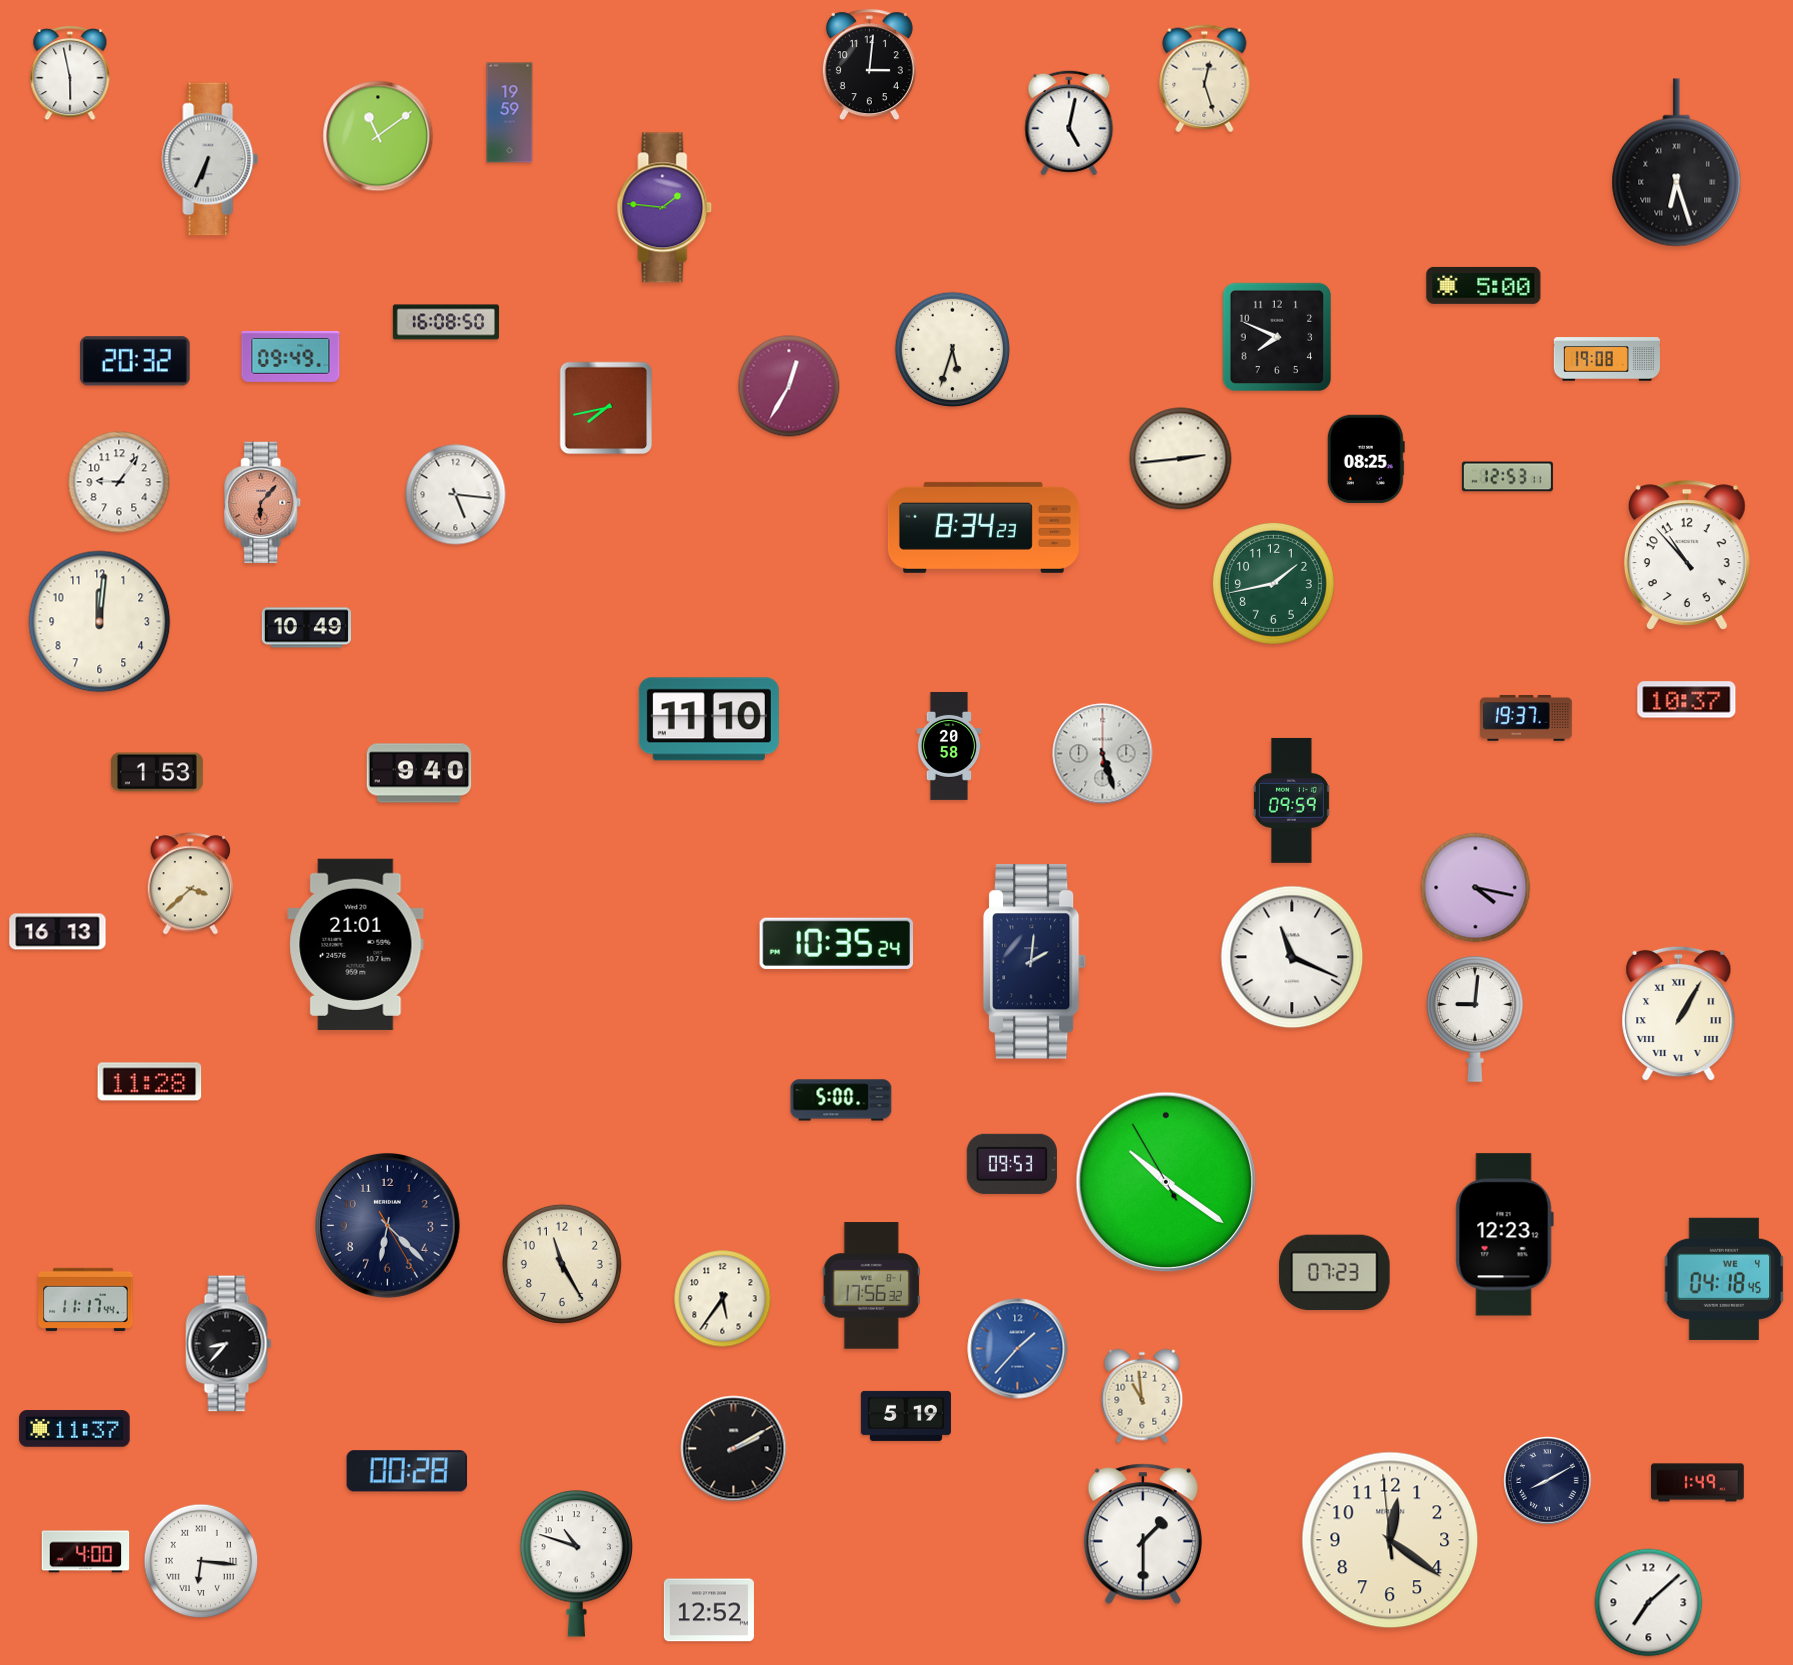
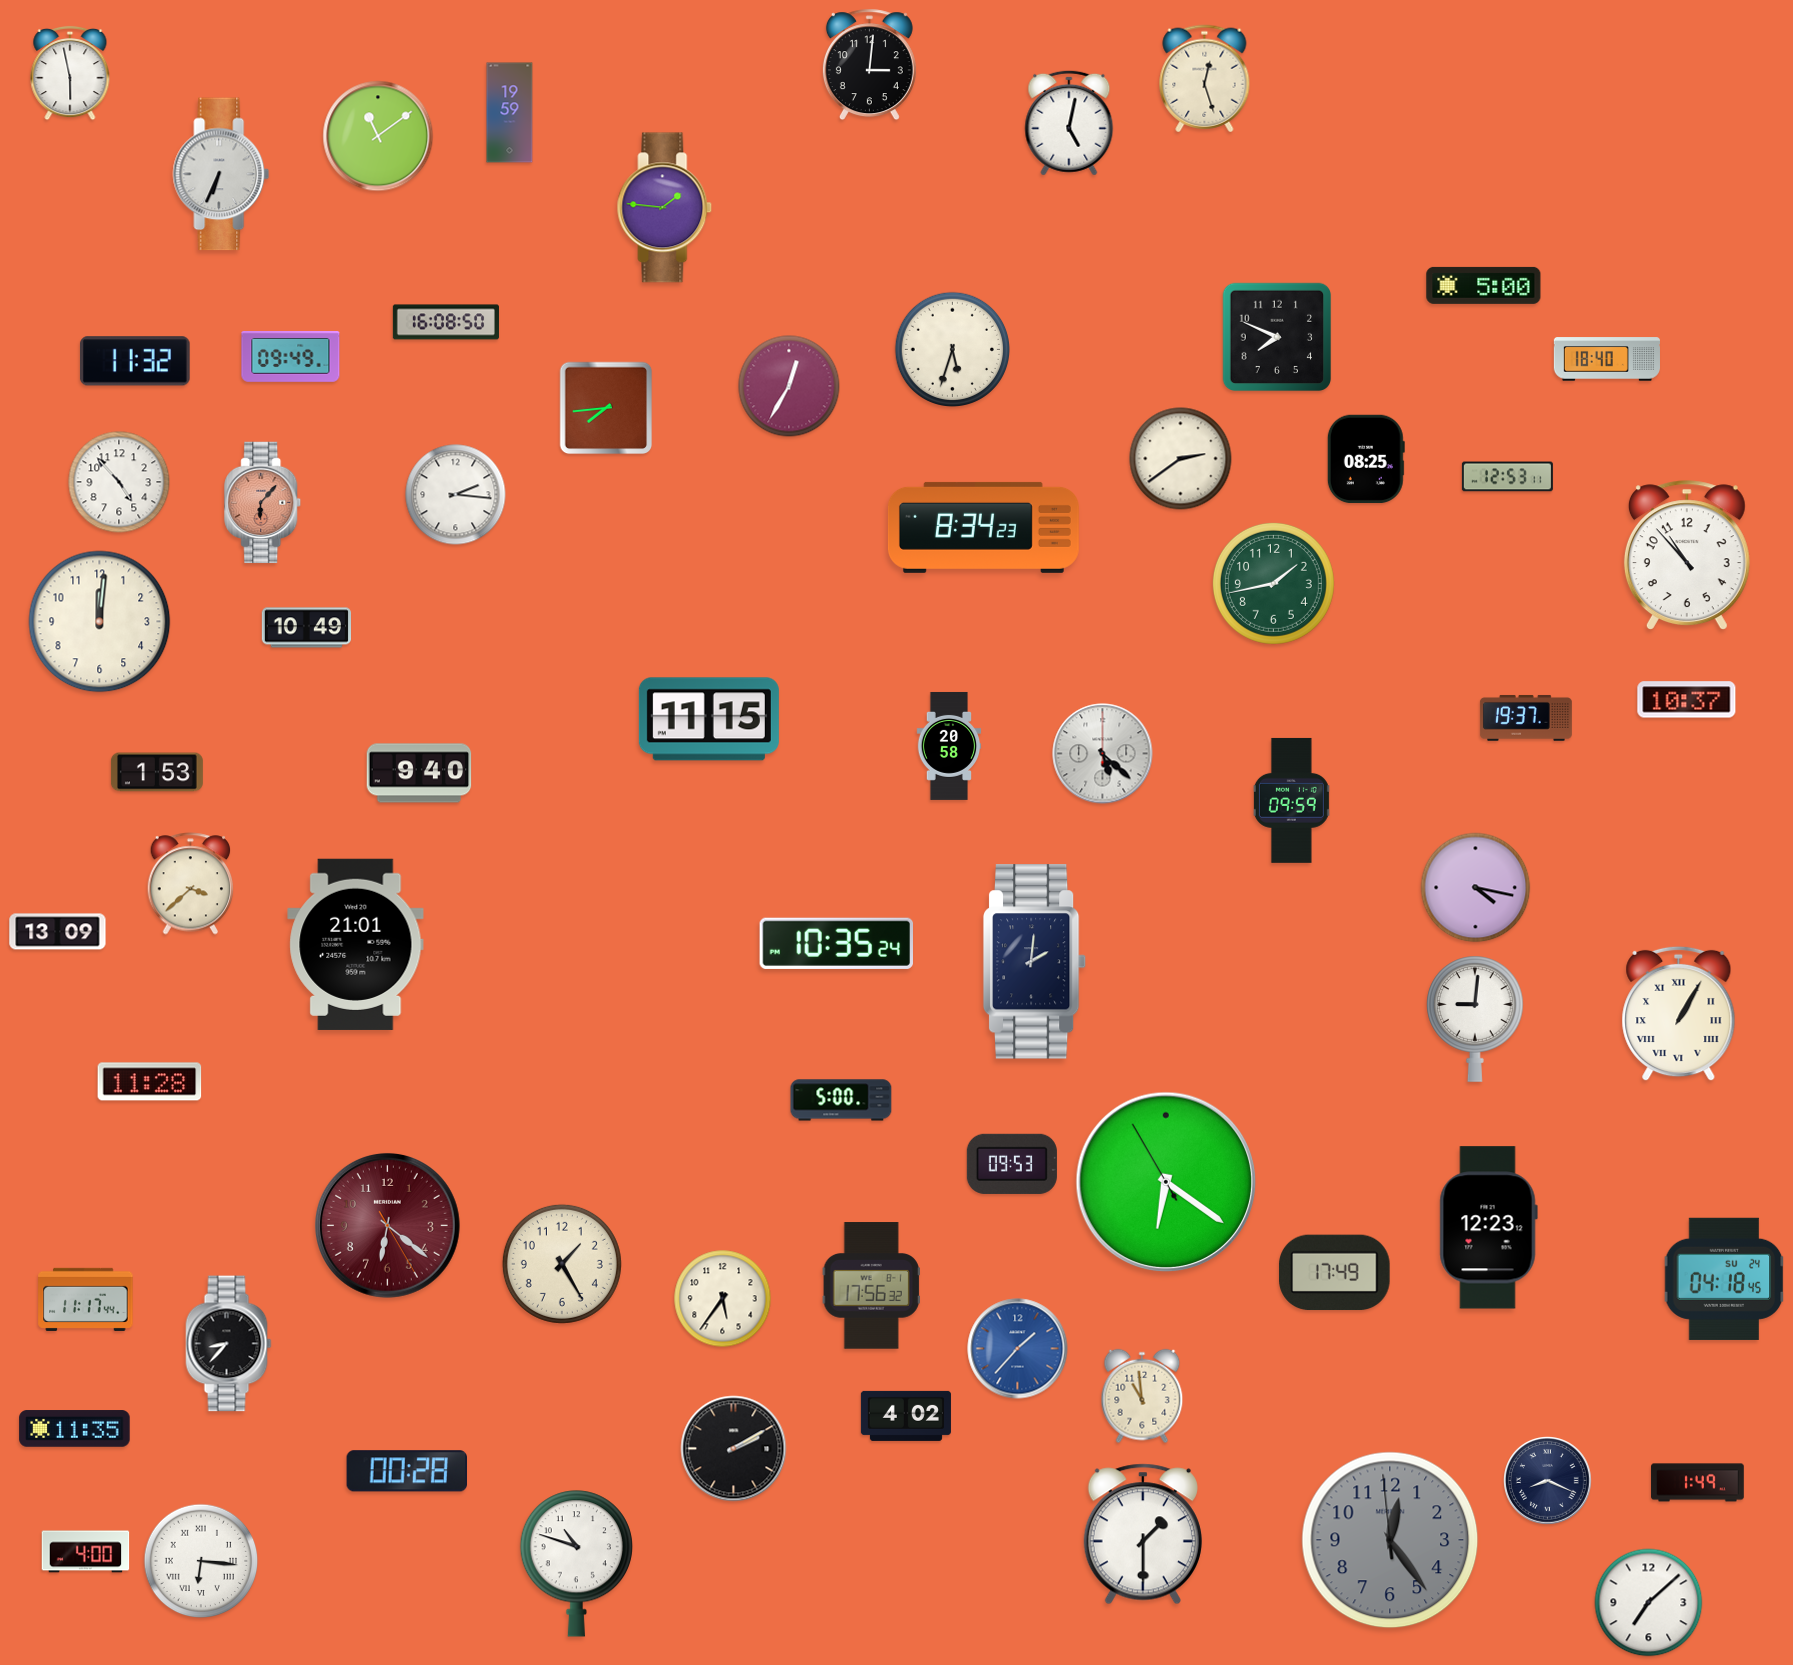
clock at (210, 159) position: (210, 159) -> (221, 174)
clock at (1677, 163): 6:27 -> none
clock at (1607, 359): 19:08 -> 18:40
clock at (135, 361): 20:32 -> 11:32
clock at (606, 408): 7:43 -> 7:44
clock at (1181, 459): 2:44 -> 2:39
clock at (119, 482): 9:06 -> 4:53
clock at (456, 495): 5:16 -> 2:16
clock at (709, 719): 11:10 -> 11:15
clock at (1103, 754): 5:27 -> 5:22
clock at (58, 932): 16:13 -> 13:09
clock at (1292, 957): 11:19 -> none
clock at (1166, 1182): 10:20 -> 6:20
clock at (387, 1225): 6:22 -> 6:21
clock at (387, 1225) dial: navy -> burgundy
clock at (1504, 1235) position: (1504, 1235) -> (1488, 1228)
clock at (562, 1264): 11:25 -> 1:25
clock at (1335, 1273): 07:23 -> 17:49
clock at (1724, 1279) date: WE 4 -> SU 24
clock at (906, 1416): 5:19 -> 4:02
clock at (75, 1429): 11:37 -> 11:35
clock at (1548, 1481): 8:10 -> 8:19
clock at (1390, 1540): 12:20 -> 12:23
clock at (1390, 1540) dial: cream -> grey
clock at (709, 1610): 12:52 -> none
